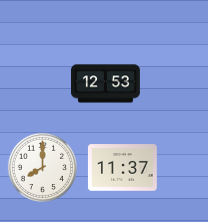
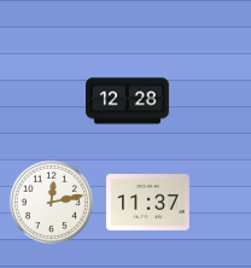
clock at (106, 84): 12:53 -> 12:28
clock at (42, 167): 8:00 -> 12:13
